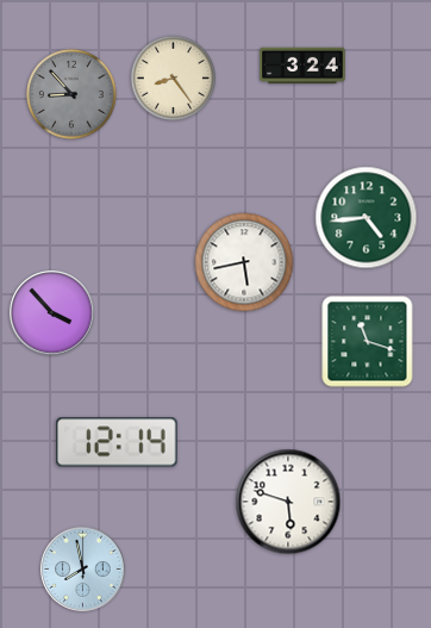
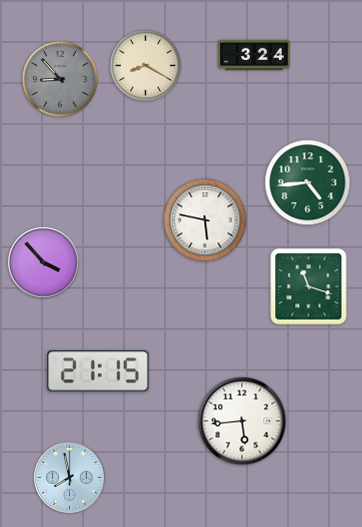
clock at (173, 77): 8:24 -> 8:20
clock at (244, 262): 5:43 -> 5:47
clock at (117, 442): 12:14 -> 21:15
clock at (288, 502): 5:48 -> 5:44
